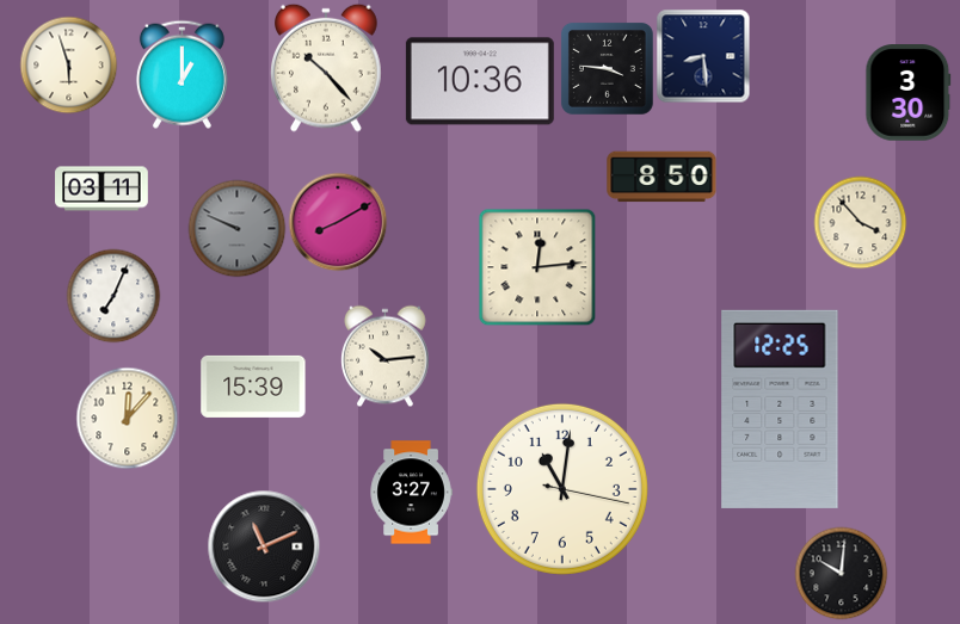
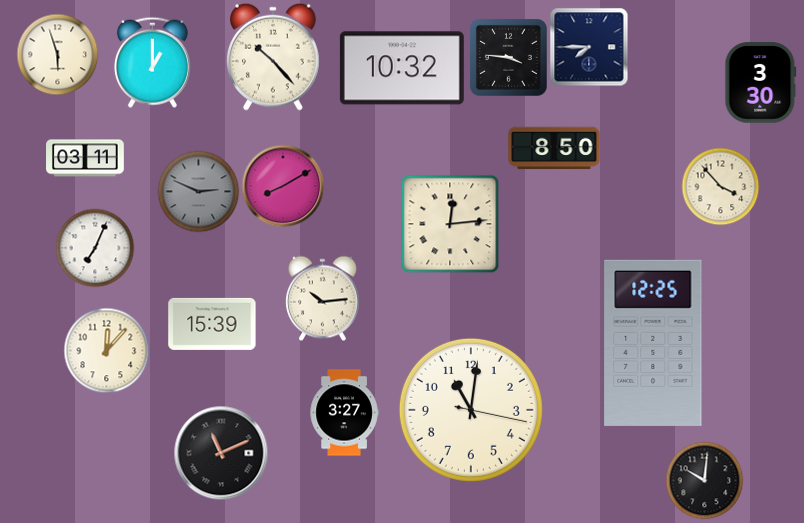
clock at (703, 56): 8:29 -> 7:45
clock at (480, 81): 10:36 -> 10:32
clock at (909, 93) position: (909, 93) -> (761, 83)
clock at (236, 228): 9:49 -> 2:49
clock at (264, 546) position: (264, 546) -> (221, 453)
